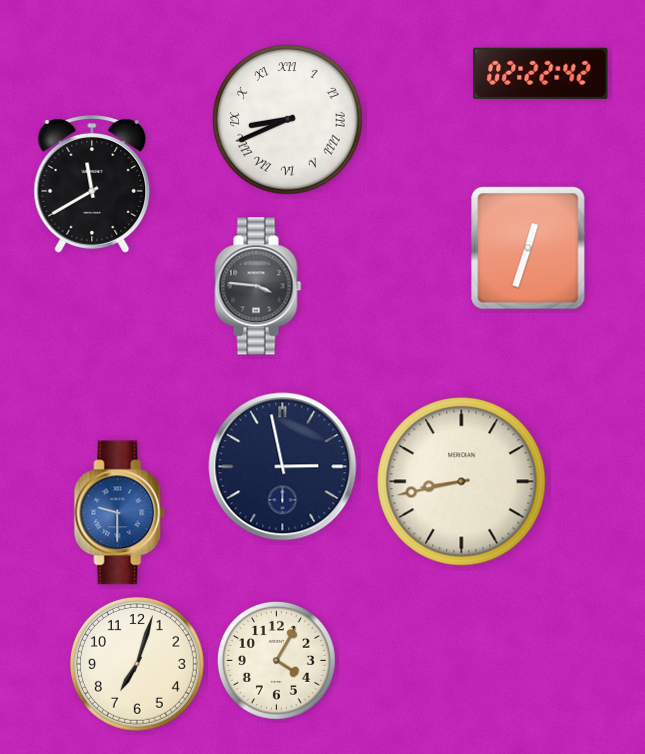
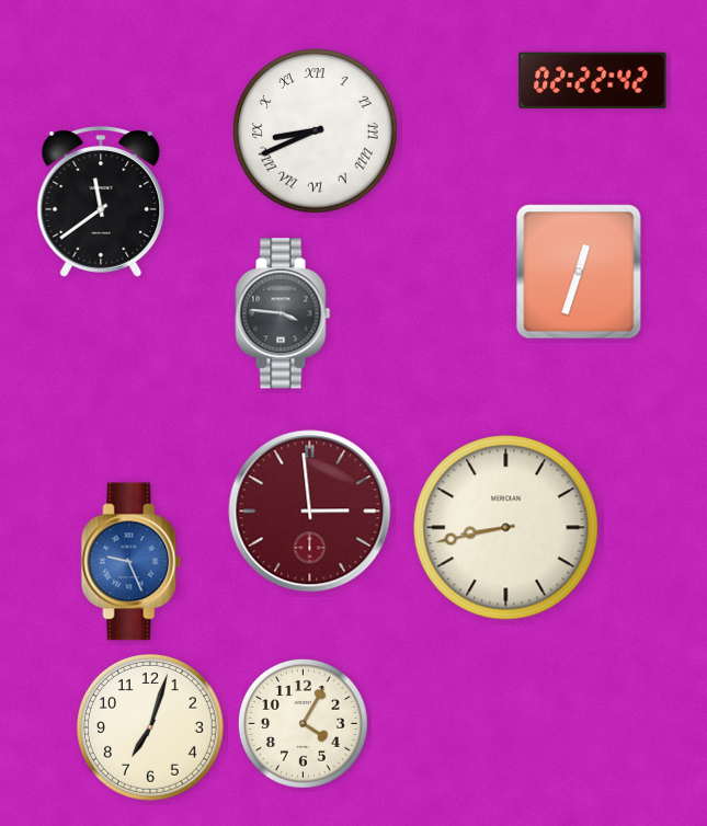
clock at (92, 184): 11:40 -> 11:39
clock at (283, 467): 2:58 -> 2:59
clock at (283, 467) dial: navy -> burgundy
clock at (120, 513): 9:30 -> 9:26
